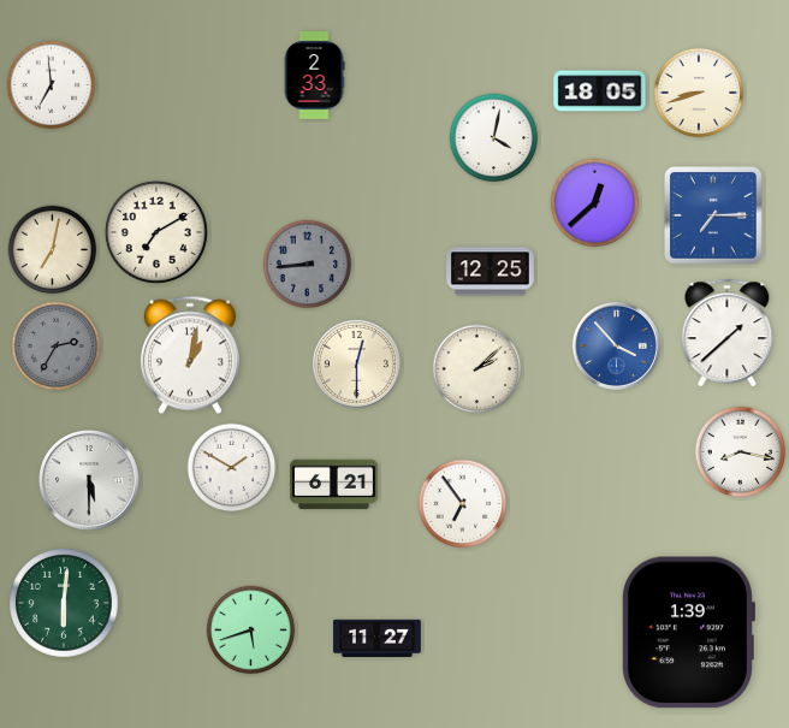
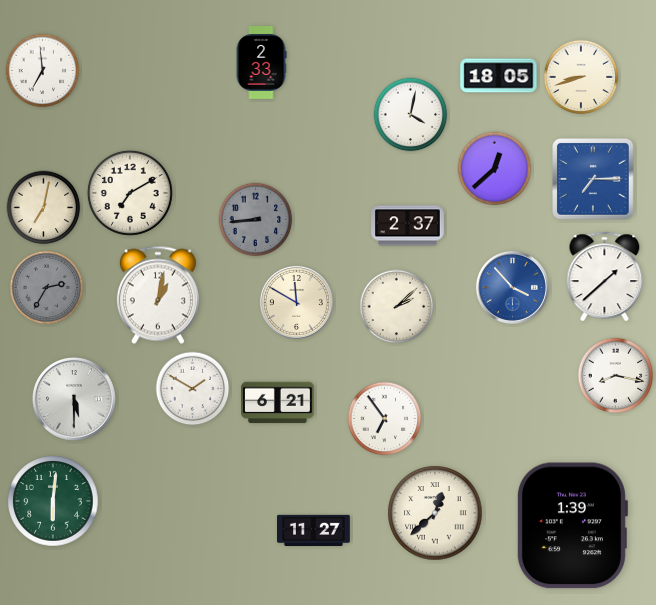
clock at (491, 272): 12:25 -> 2:37
clock at (356, 363): 12:30 -> 11:50
clock at (435, 513): none -> 12:38
clock at (251, 631): 5:42 -> none
